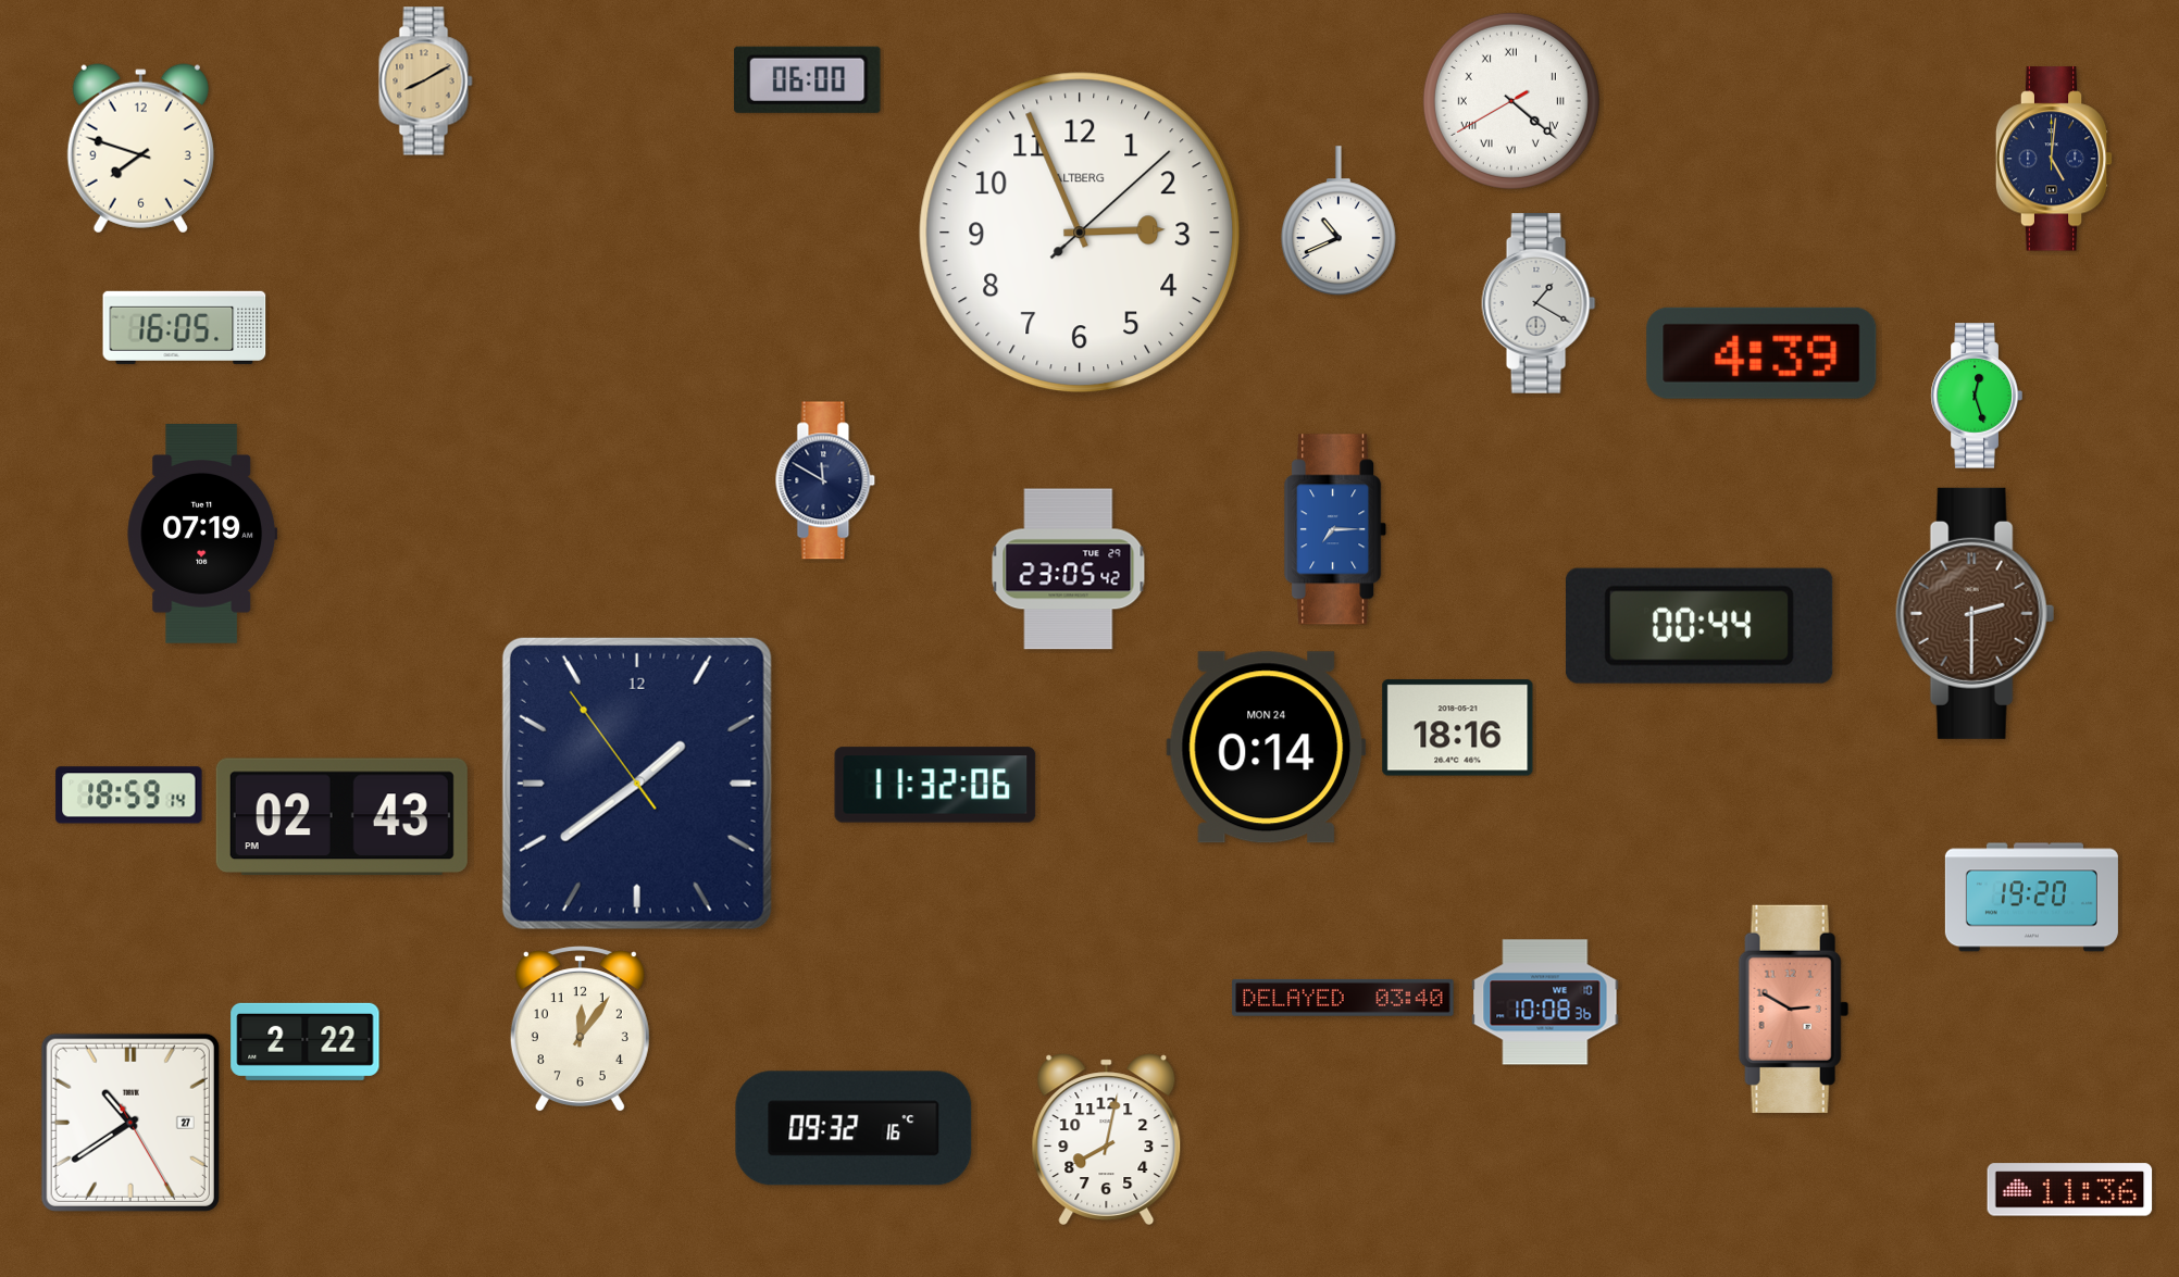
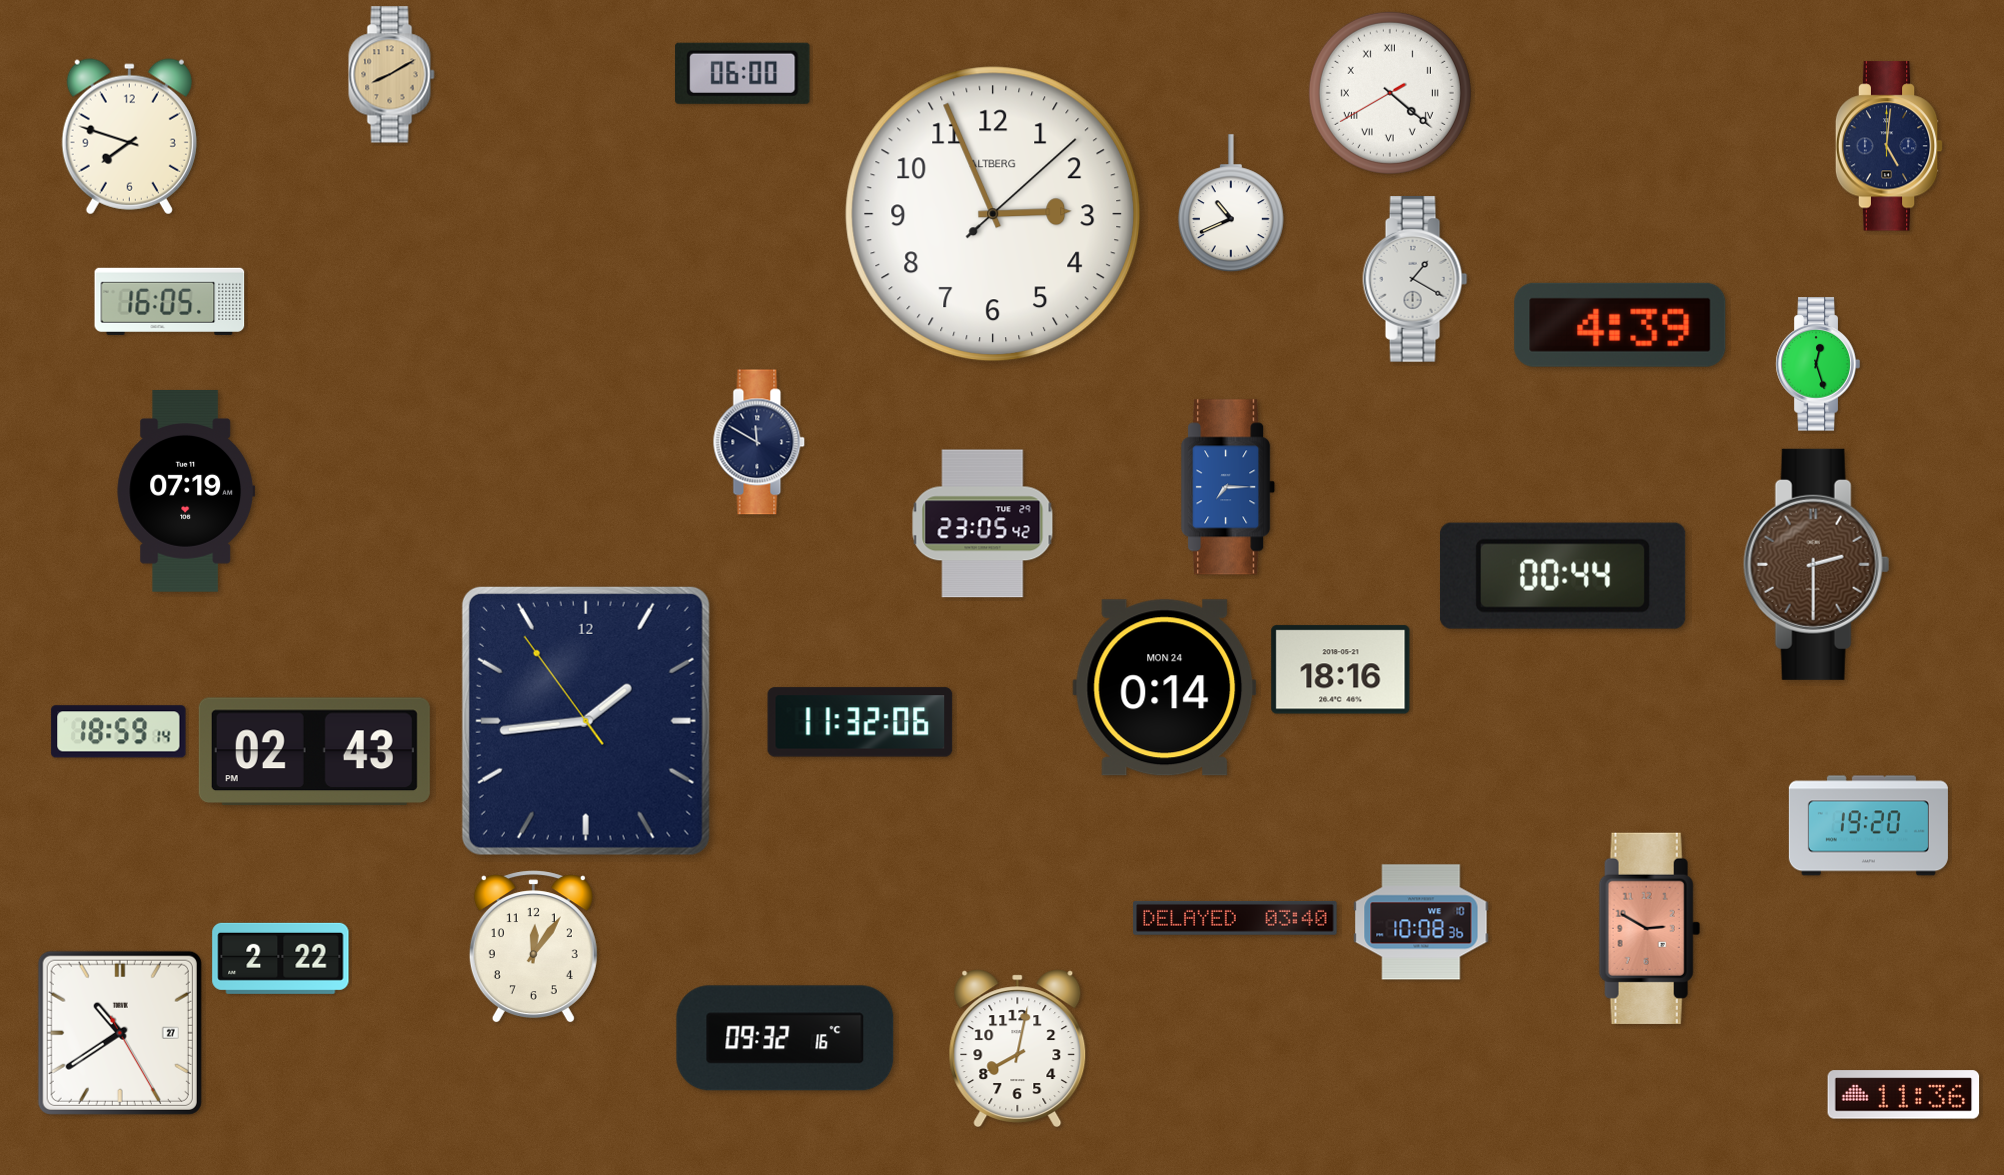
clock at (637, 784): 1:38 -> 1:43
